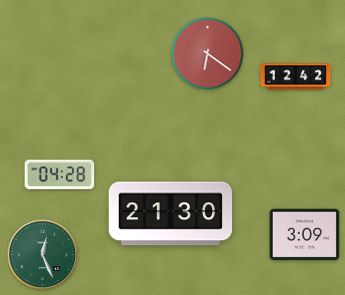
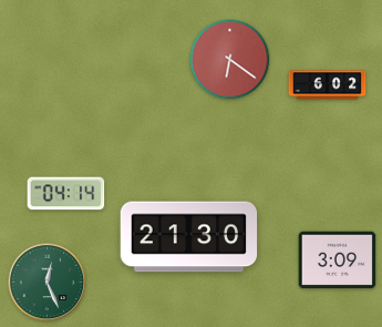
clock at (296, 77): 12:42 -> 6:02
clock at (60, 175): 04:28 -> 04:14
